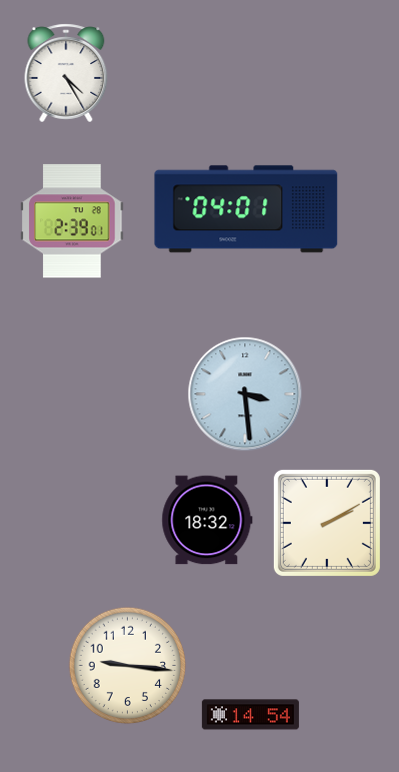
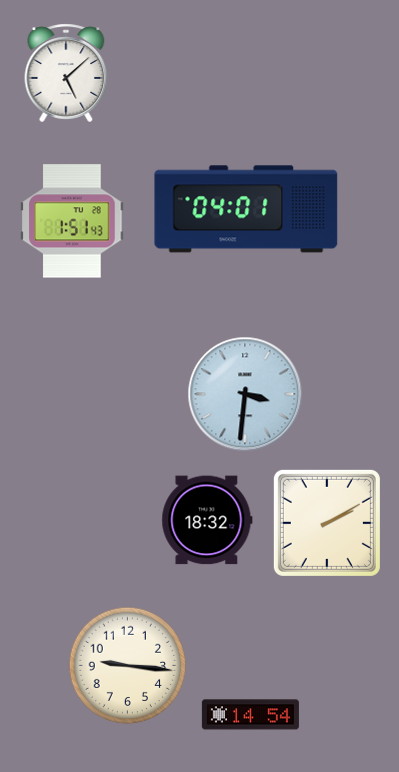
clock at (66, 73): 4:25 -> 5:08
clock at (72, 221): 2:39 -> 1:51
clock at (245, 394): 3:29 -> 3:31
